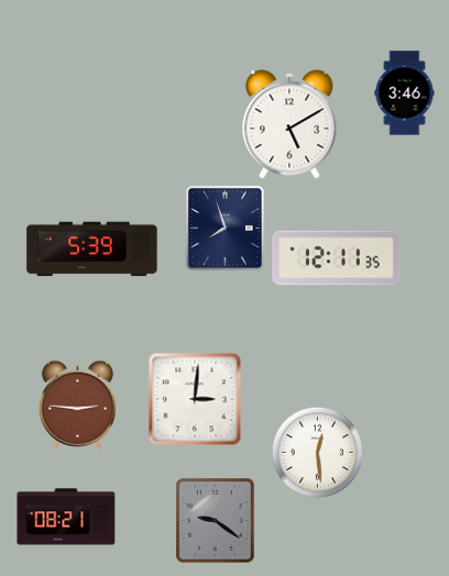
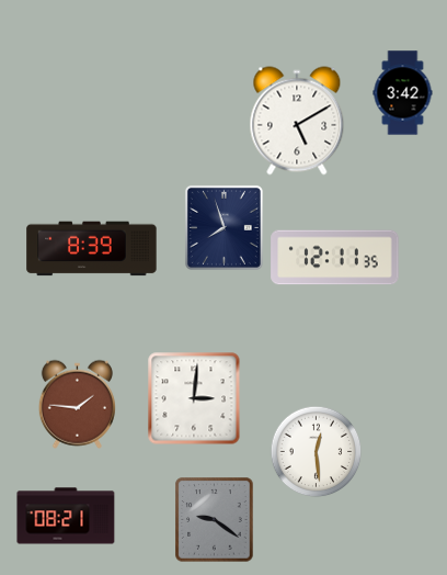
clock at (405, 93): 3:46 -> 3:42
clock at (289, 124) position: (289, 124) -> (297, 121)
clock at (92, 250): 5:39 -> 8:39
clock at (77, 405): 2:46 -> 1:46
